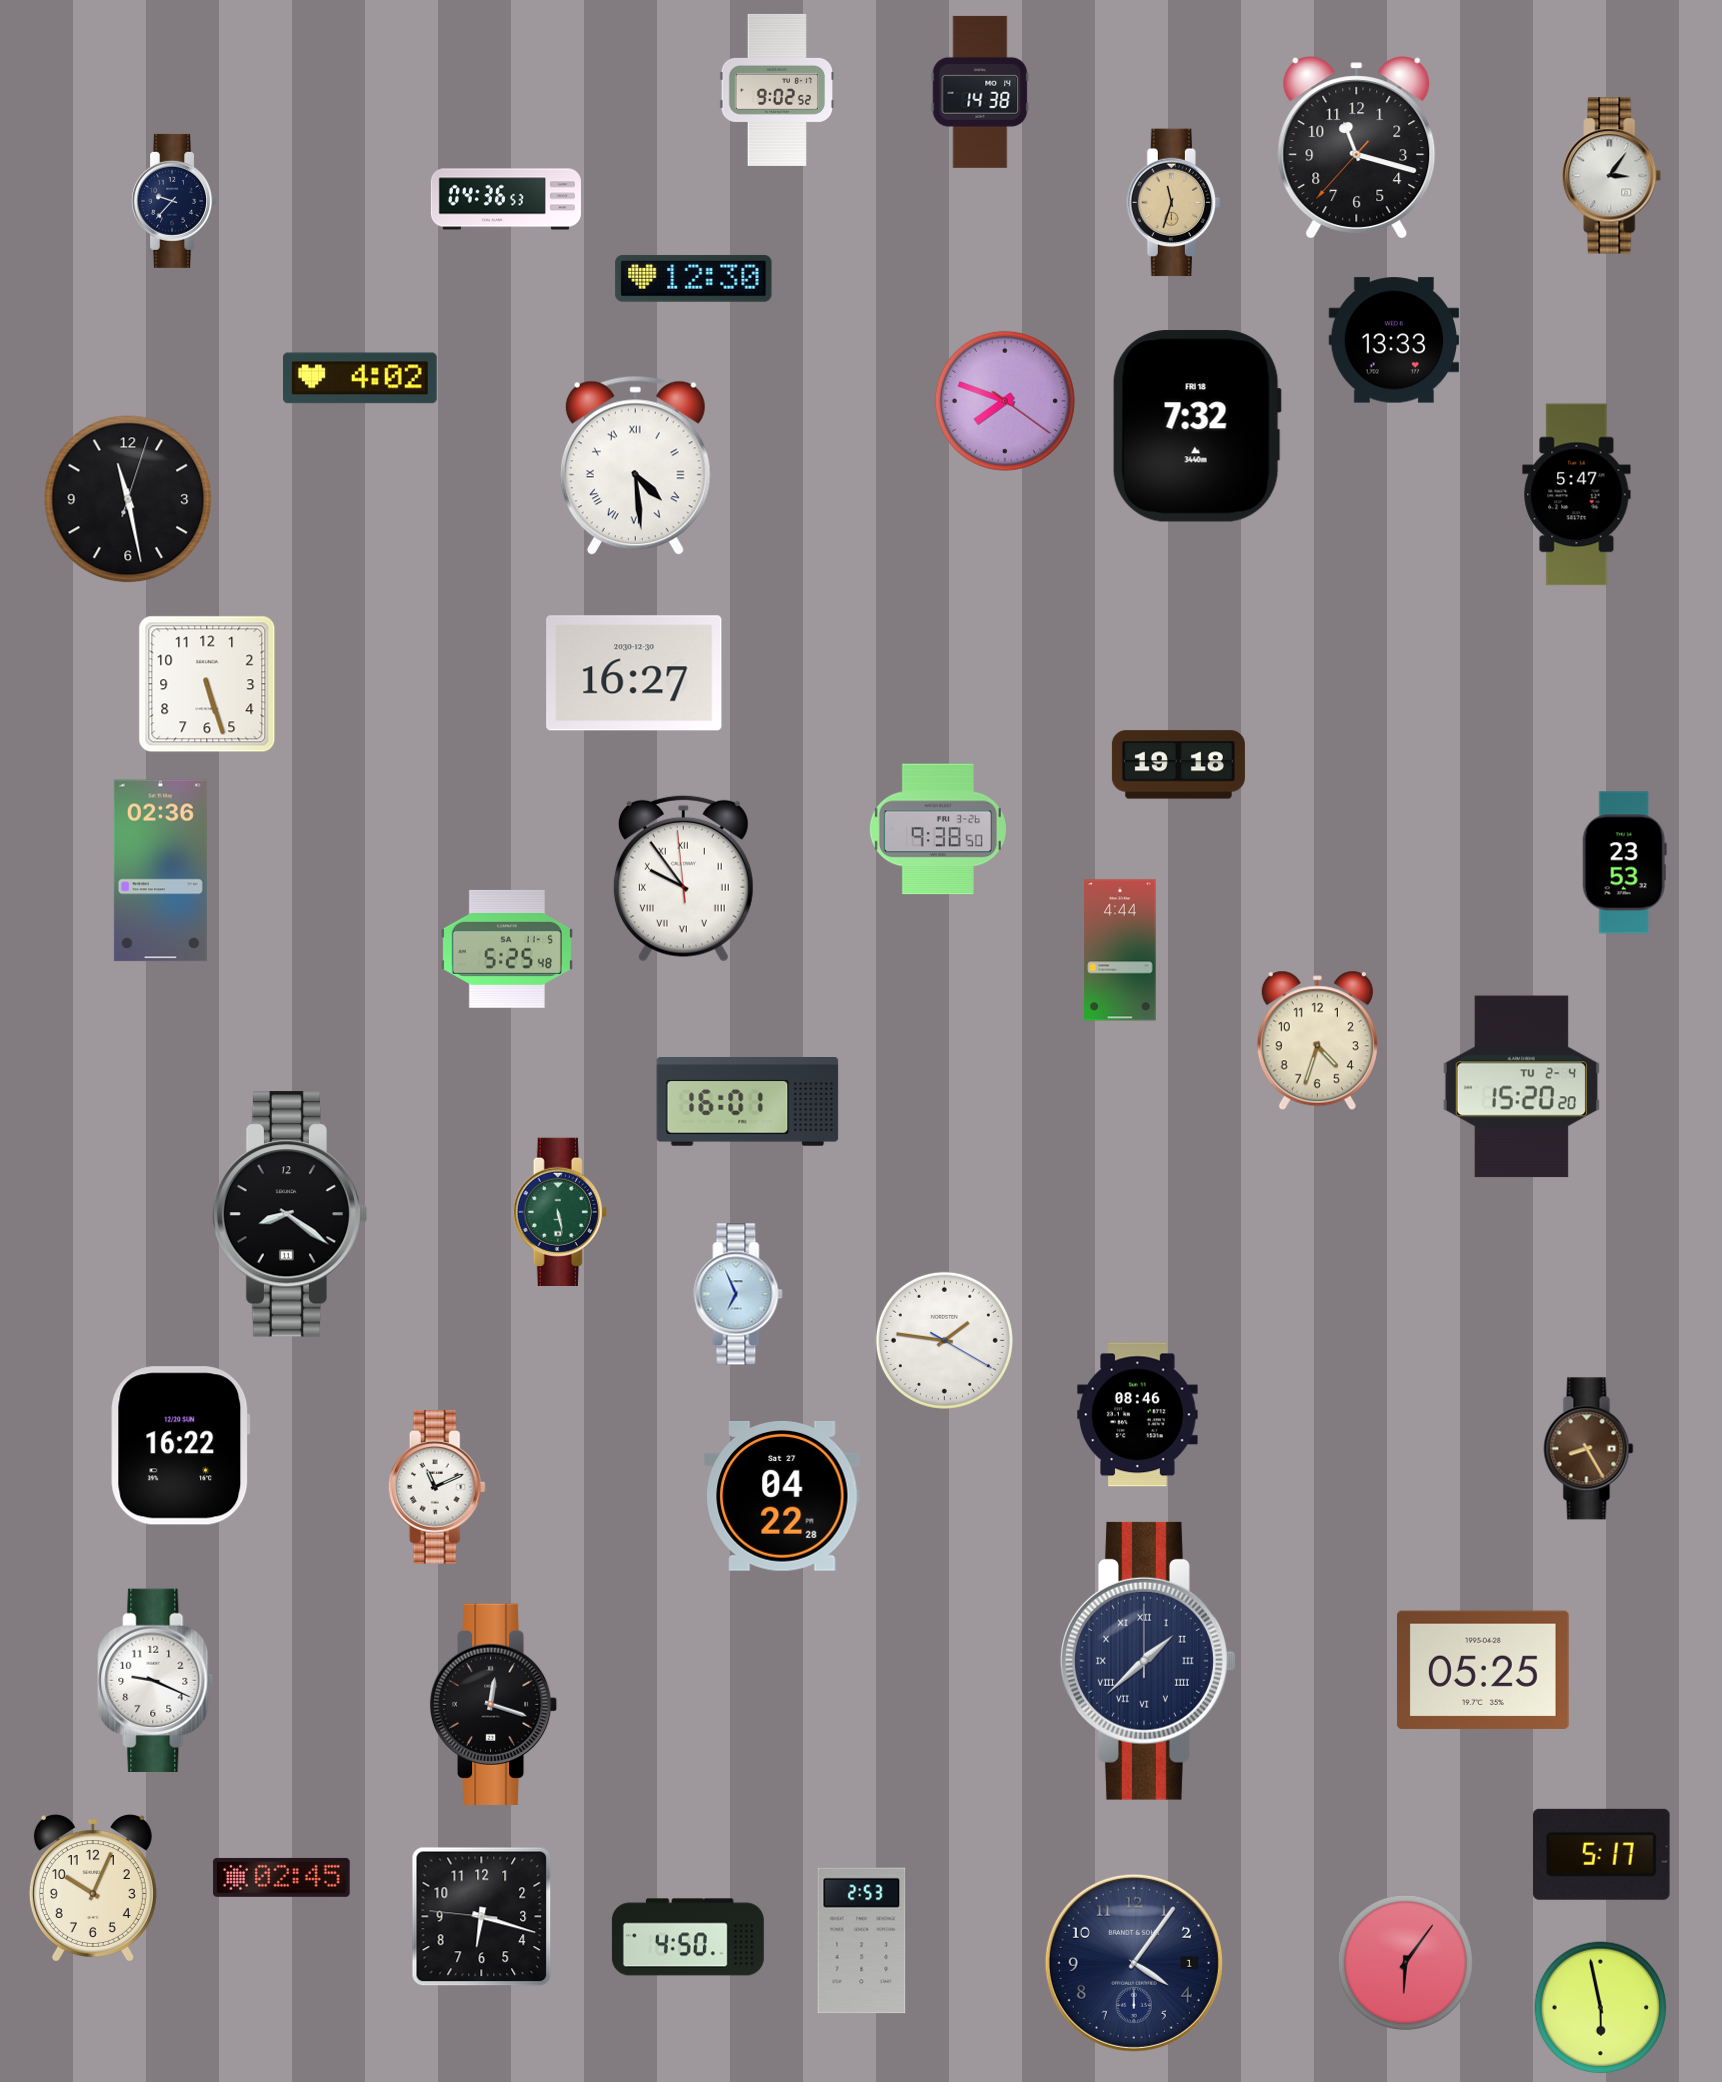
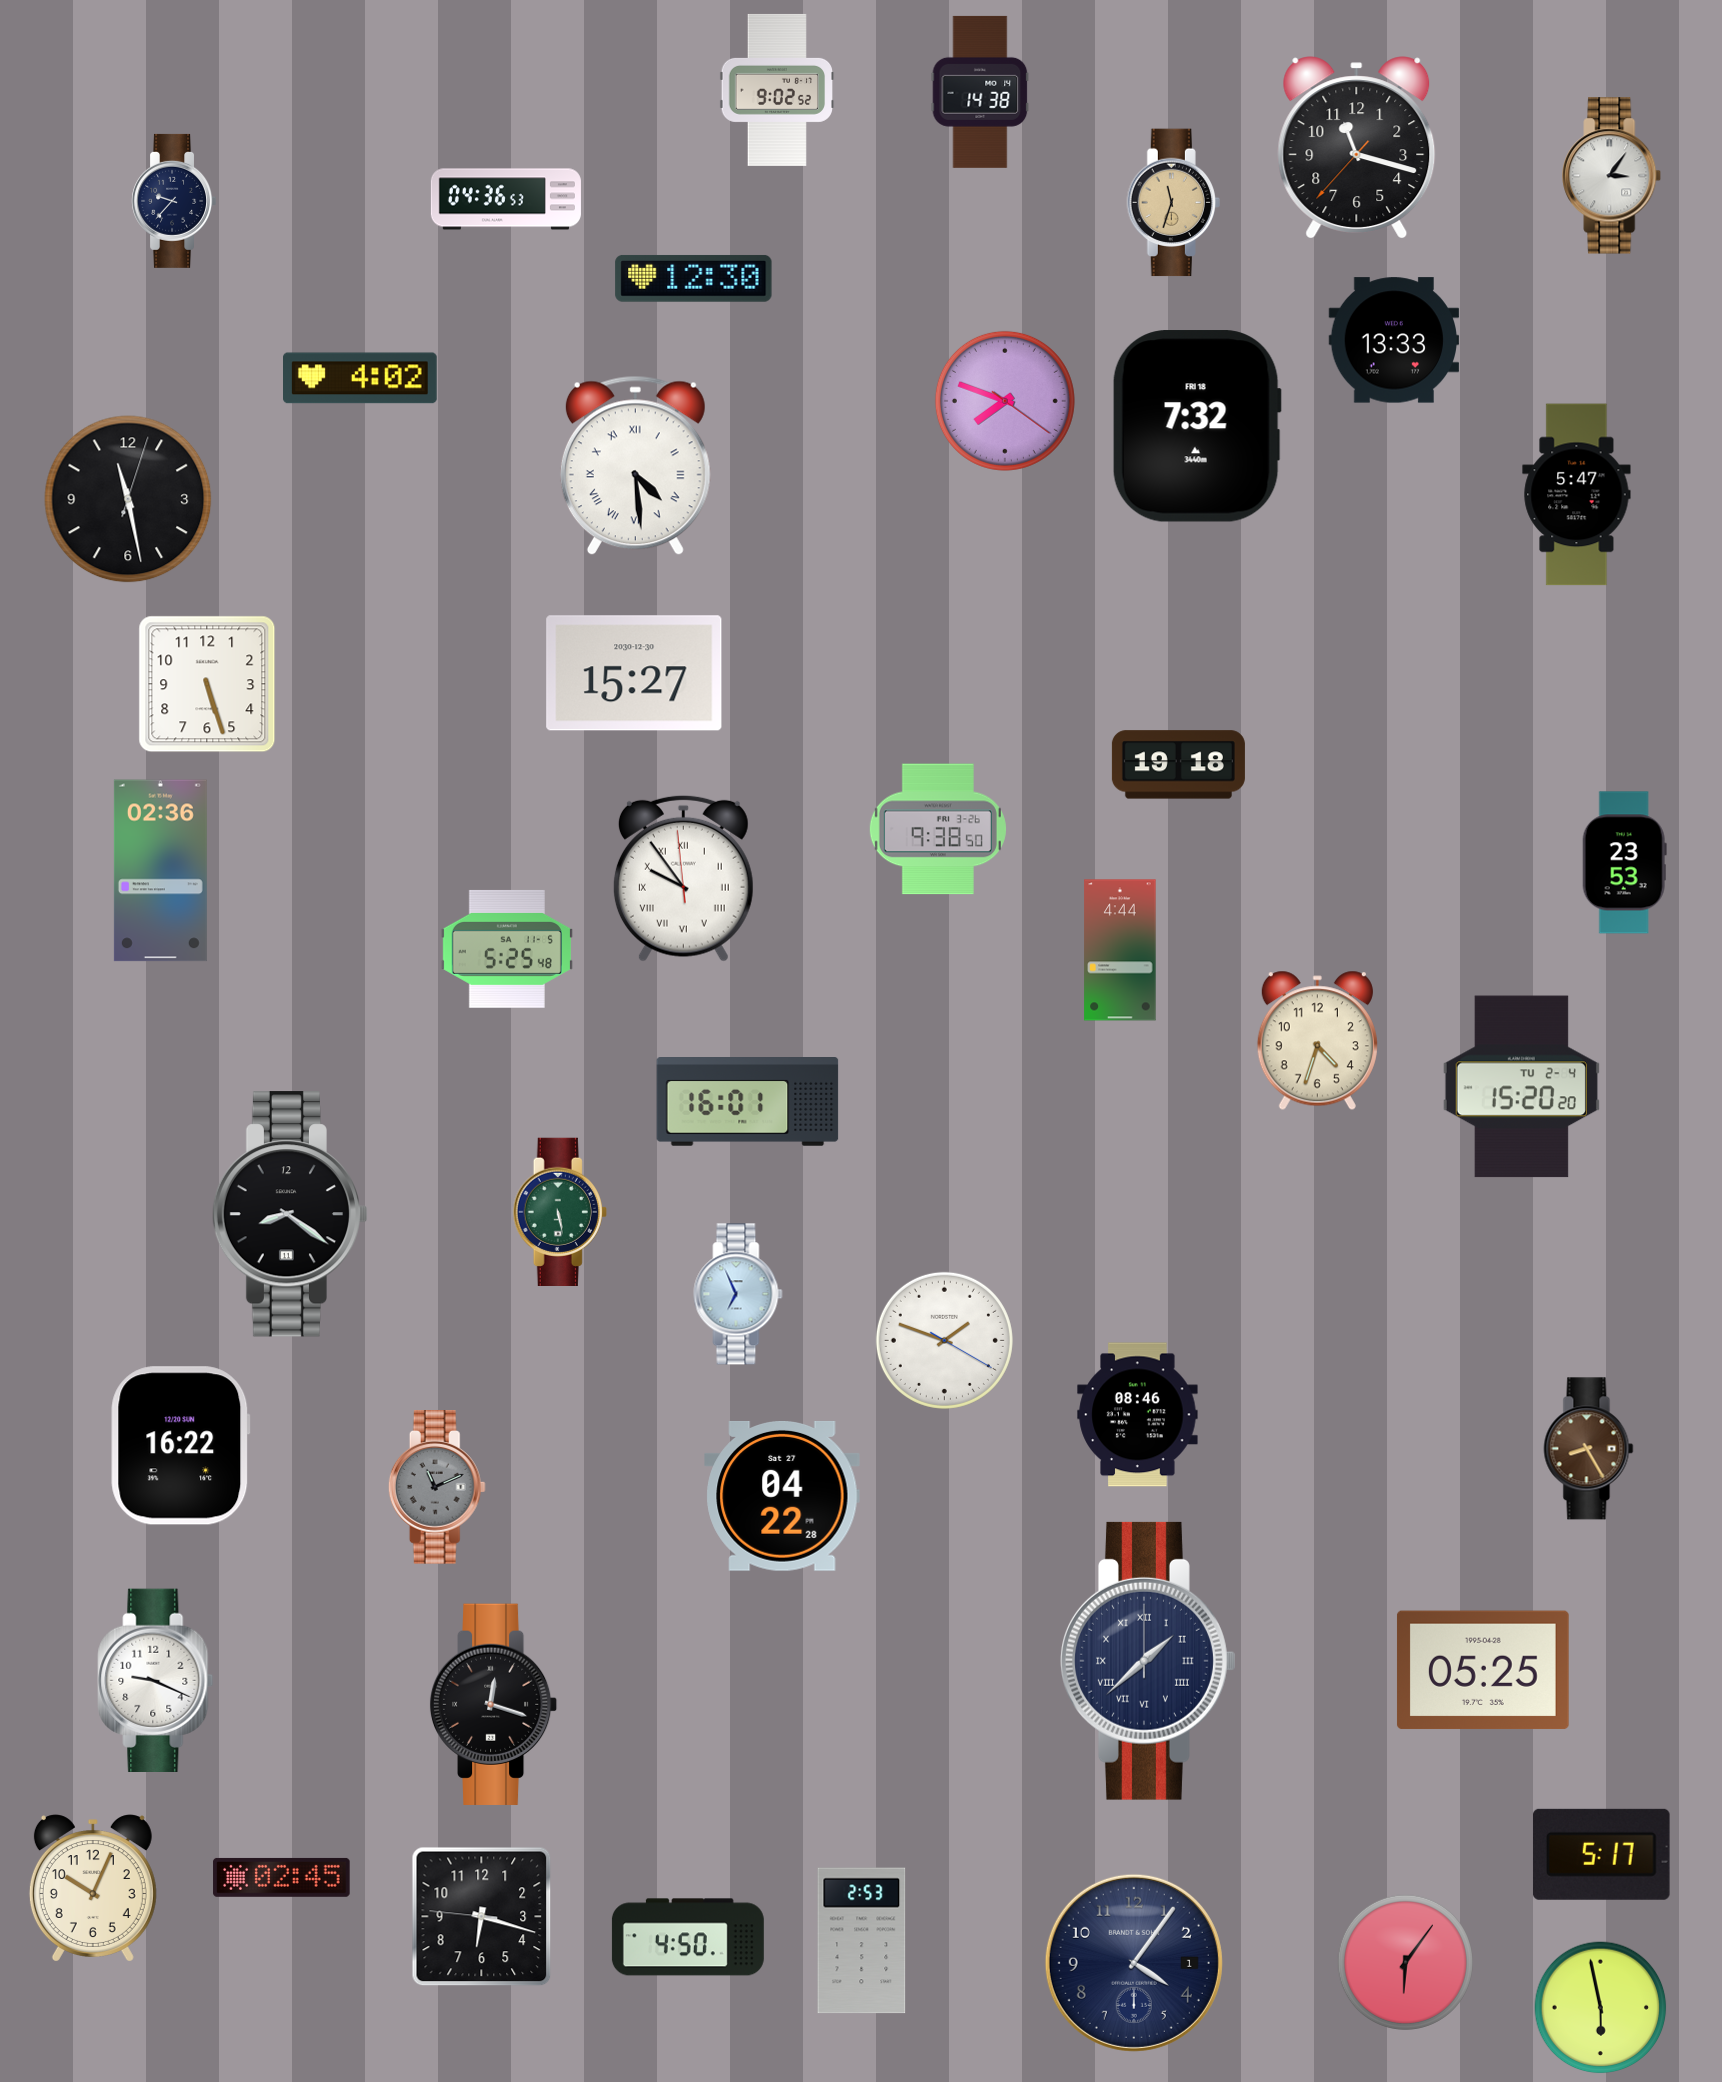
clock at (634, 673): 16:27 -> 15:27
clock at (944, 1340): 1:46 -> 1:48
clock at (437, 1488) dial: white -> grey
